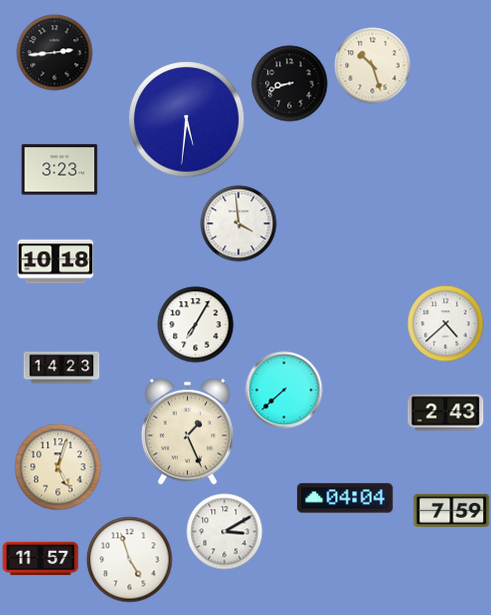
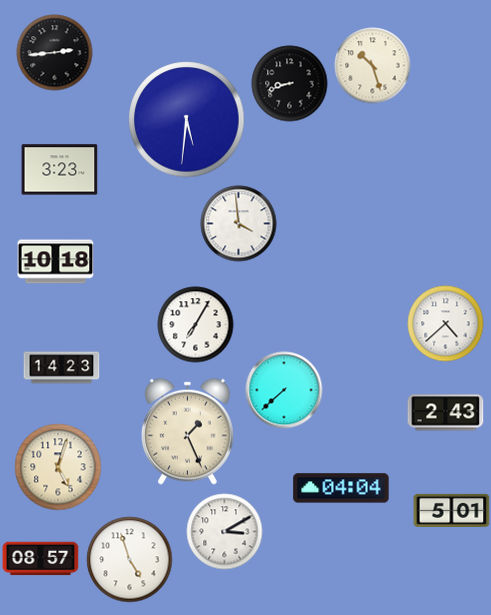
clock at (345, 498) position: (345, 498) -> (341, 488)
clock at (452, 510): 7:59 -> 5:01
clock at (41, 559): 11:57 -> 08:57
